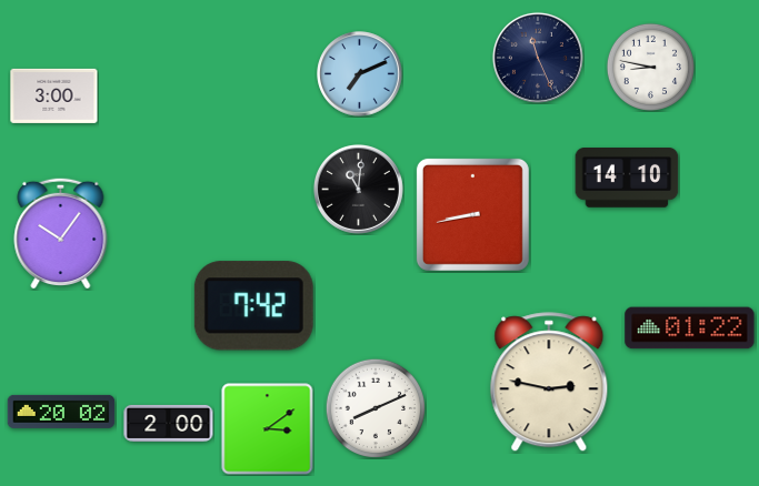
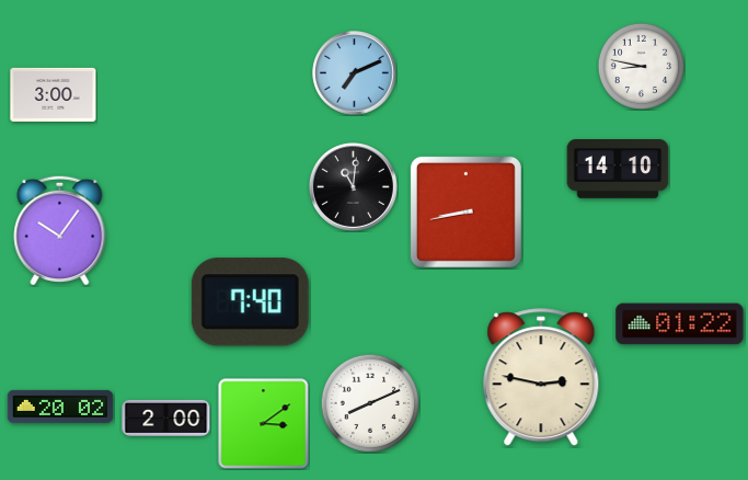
clock at (538, 58): 11:26 -> none
clock at (627, 179) position: (627, 179) -> (618, 170)
clock at (253, 306): 7:42 -> 7:40
